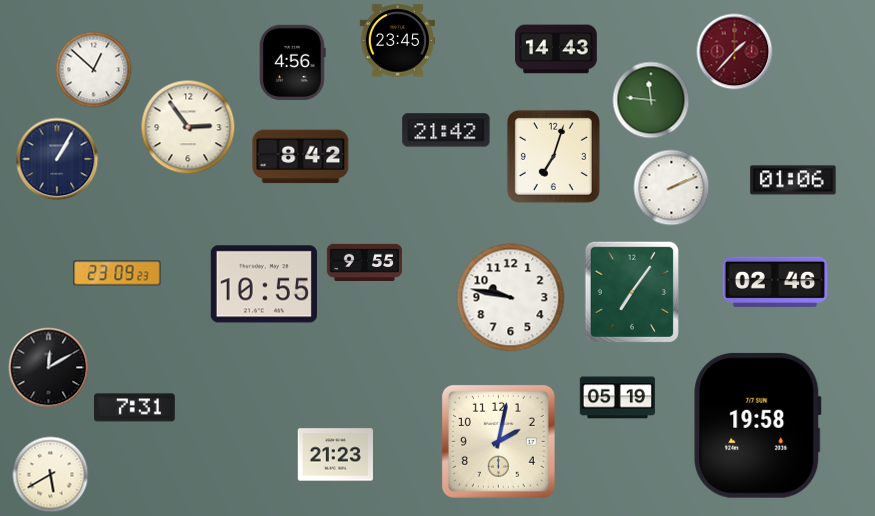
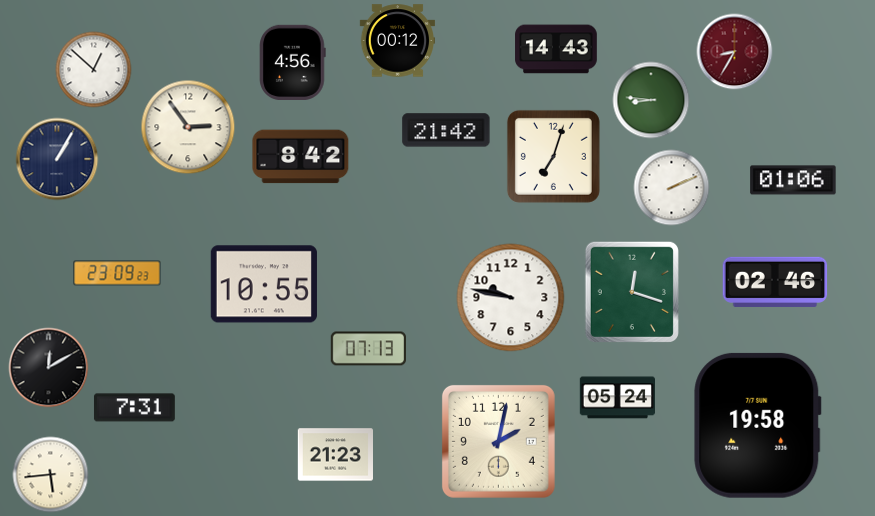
clock at (398, 41): 23:45 -> 00:12
clock at (735, 52): 1:37 -> 8:35
clock at (651, 100): 11:46 -> 8:46
clock at (365, 263): 9:55 -> none
clock at (632, 292): 7:06 -> 12:18
clock at (368, 349): none -> 07:13
clock at (617, 398): 05:19 -> 05:24
clock at (51, 475): 5:40 -> 5:44
